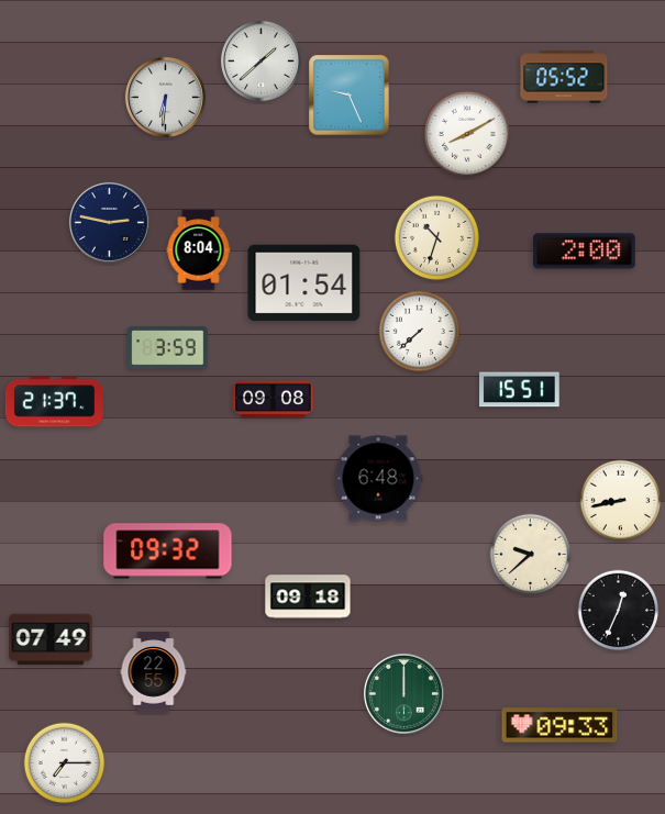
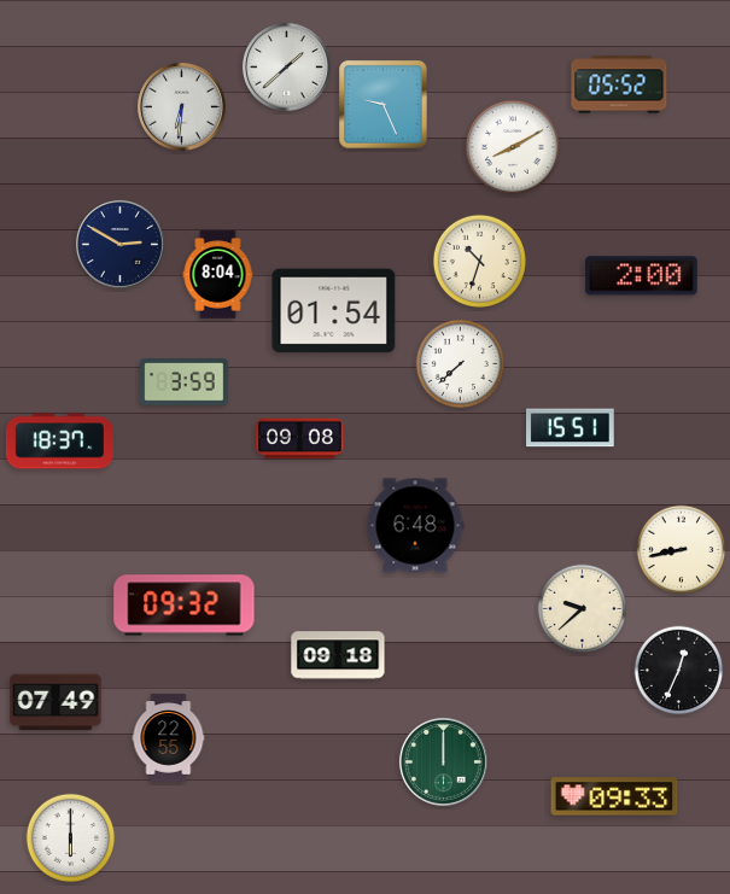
clock at (109, 222): 2:47 -> 2:50
clock at (54, 402): 21:37 -> 18:37
clock at (65, 763): 7:15 -> 6:00
